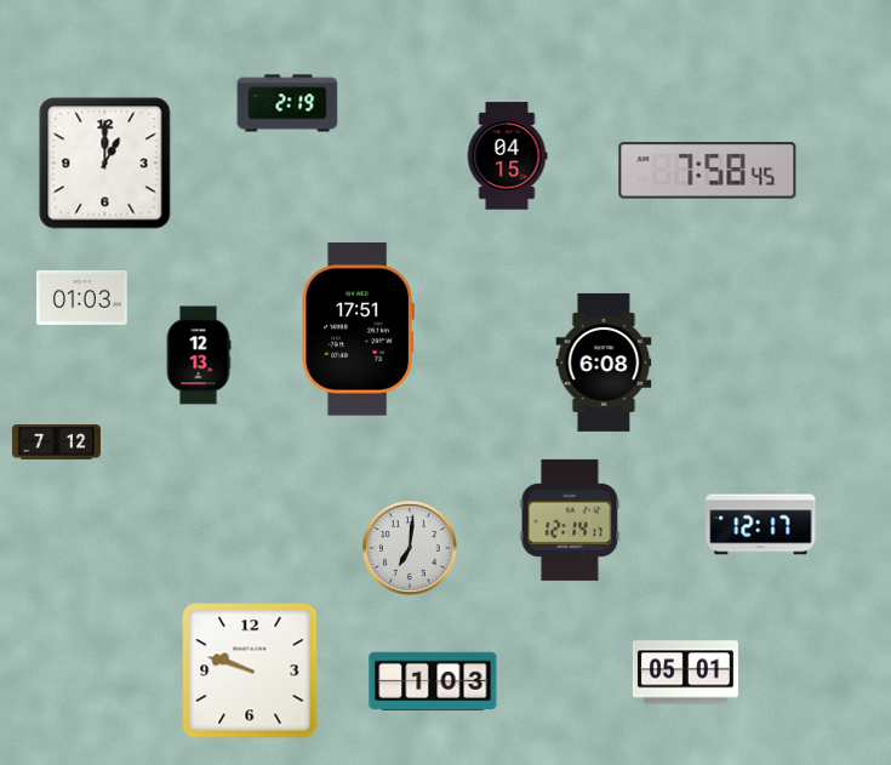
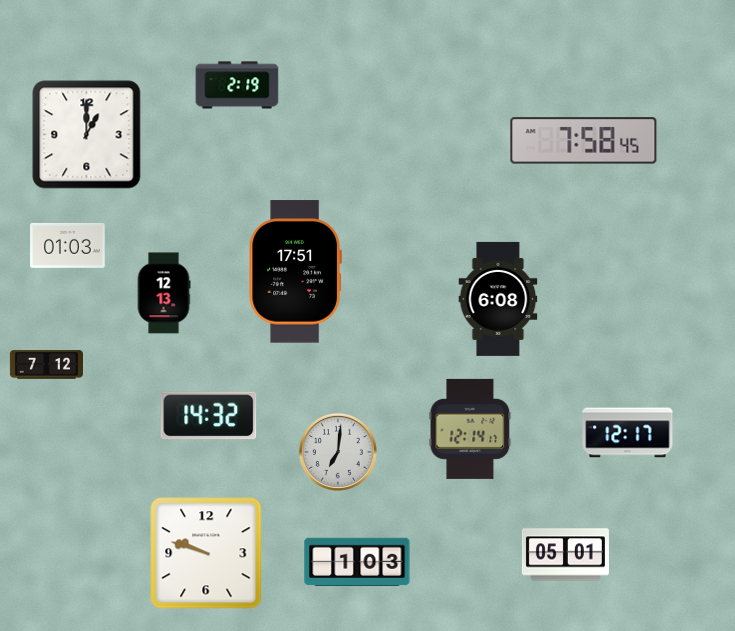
clock at (507, 156): 04:15 -> none
clock at (209, 416): none -> 14:32
